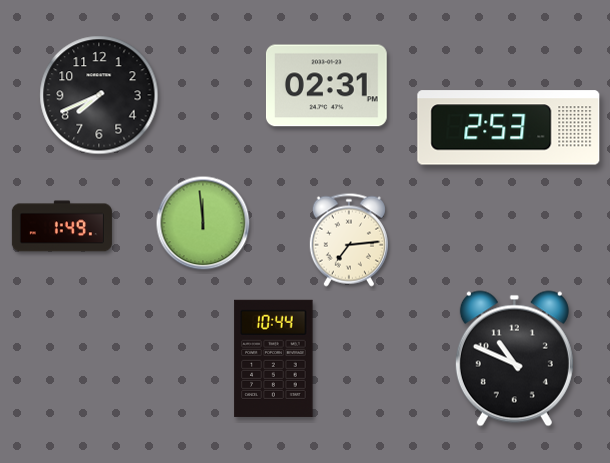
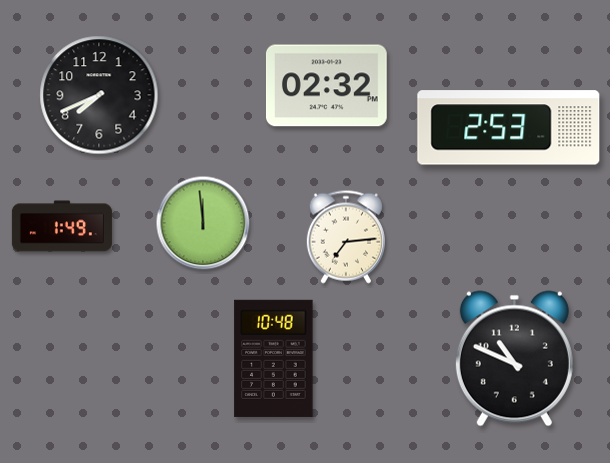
clock at (327, 86): 02:31 -> 02:32
clock at (349, 240) position: (349, 240) -> (346, 237)
clock at (274, 358): 10:44 -> 10:48
